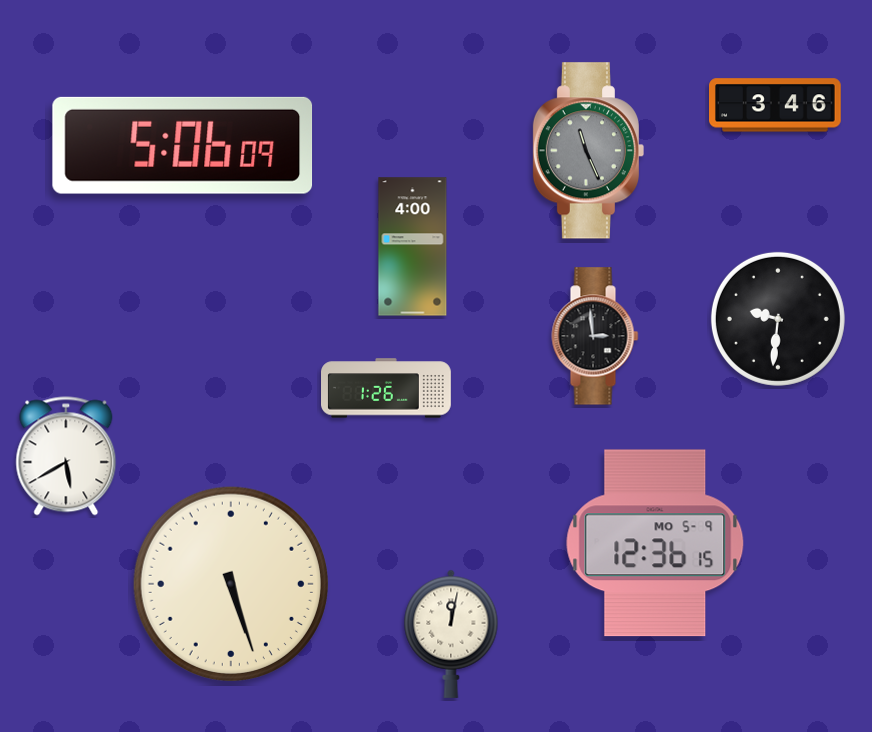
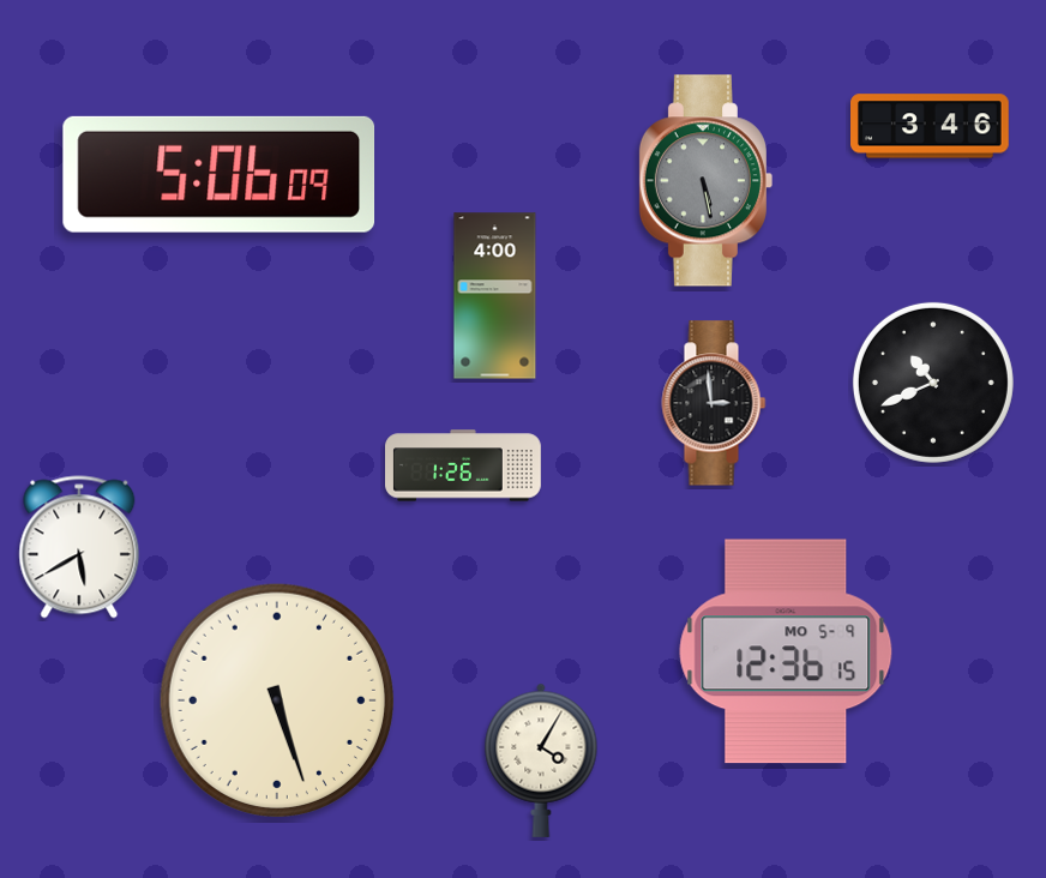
clock at (588, 151): 11:26 -> 5:28
clock at (778, 319): 9:31 -> 10:41
clock at (451, 634): 12:02 -> 4:05
